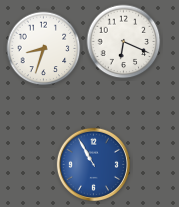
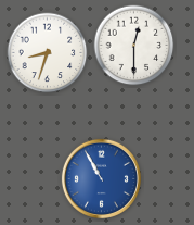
clock at (124, 42): 6:19 -> 12:30
